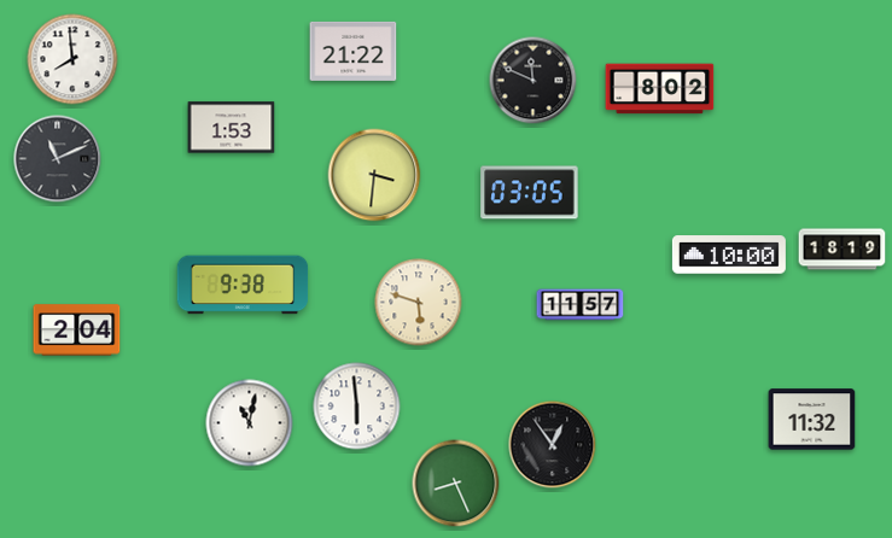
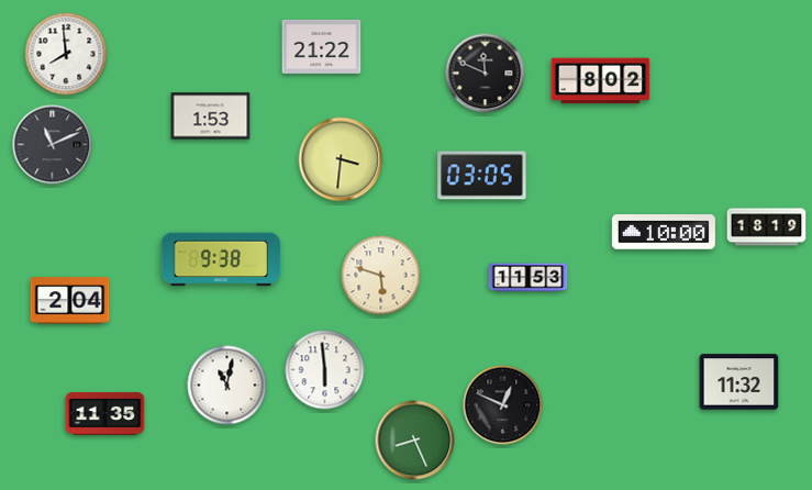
clock at (581, 305): 11:57 -> 11:53
clock at (553, 445): 12:54 -> 12:49
clock at (105, 414): none -> 11:35
